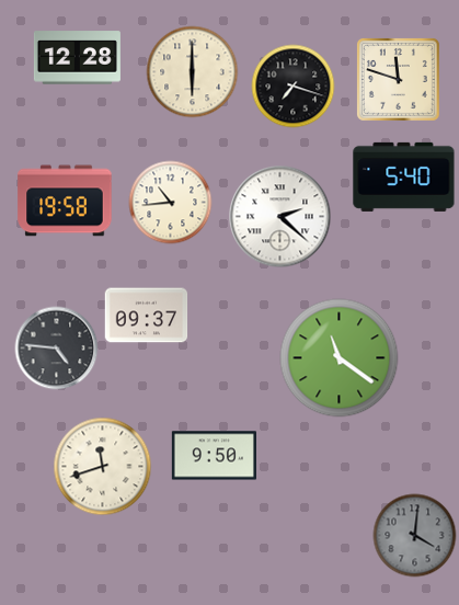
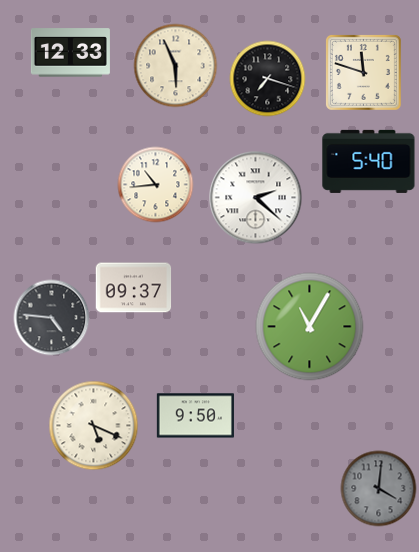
clock at (77, 58): 12:28 -> 12:33
clock at (193, 72): 6:00 -> 5:56
clock at (65, 201): 19:58 -> none
clock at (340, 358): 11:21 -> 11:05
clock at (103, 467): 11:42 -> 5:19
